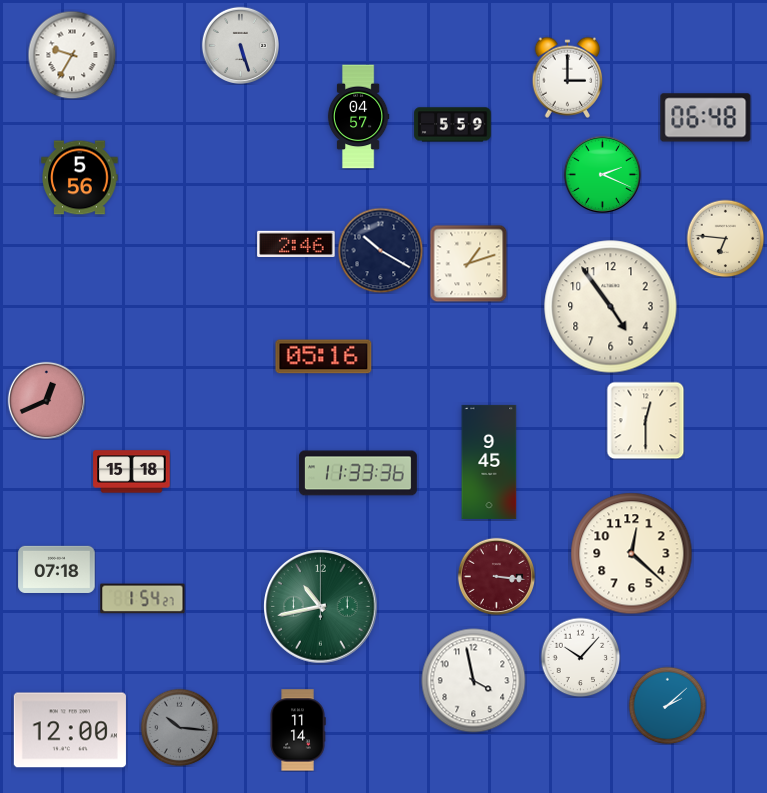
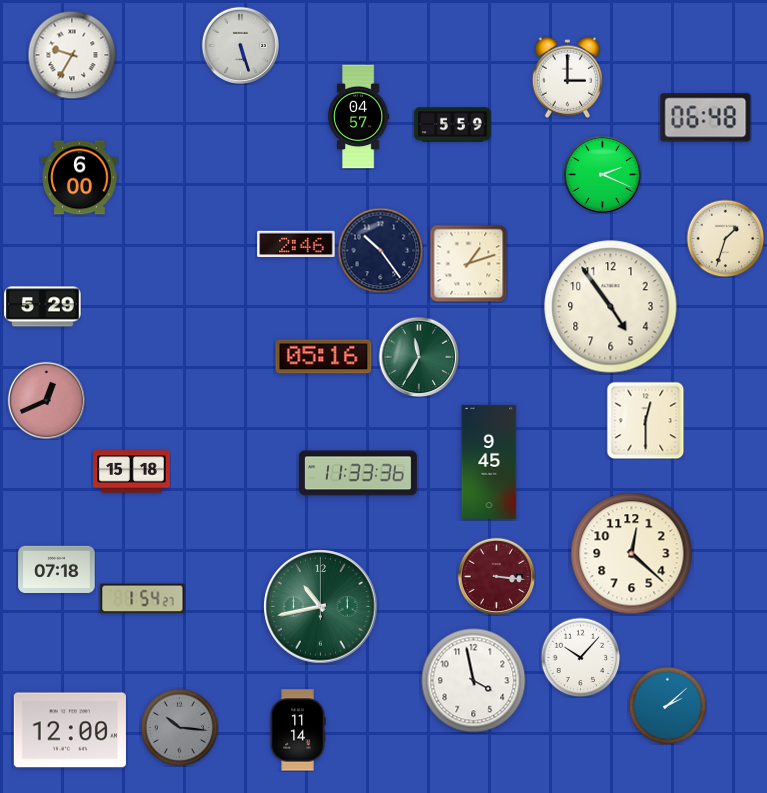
clock at (80, 178): 5:56 -> 6:00
clock at (725, 238): 6:46 -> 1:33
clock at (380, 250): 10:20 -> 10:24
clock at (43, 307): none -> 5:29
clock at (419, 357): none -> 11:35
